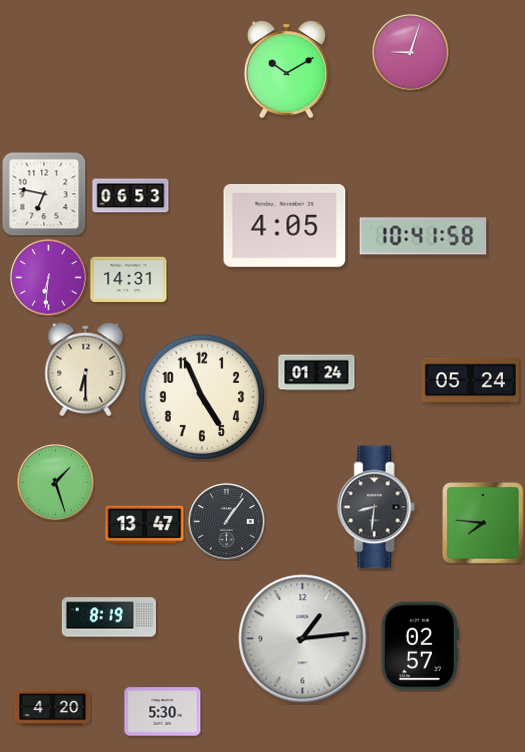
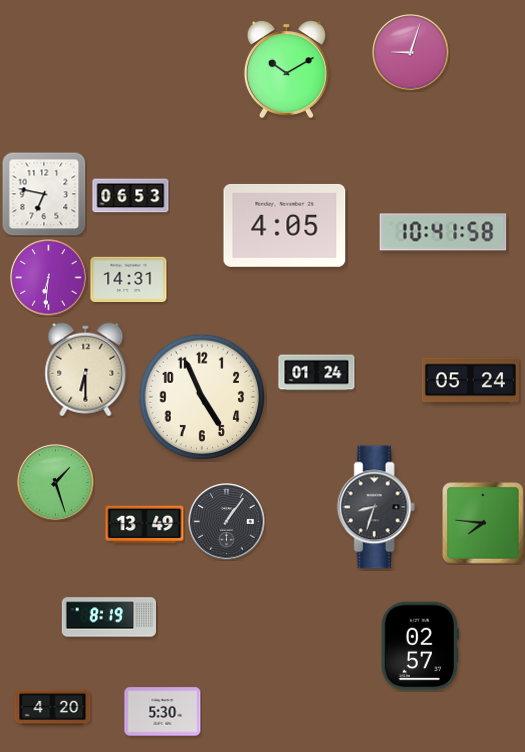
clock at (423, 236) position: (423, 236) -> (443, 232)
clock at (376, 507): 8:31 -> 8:33
clock at (145, 525): 13:47 -> 13:49
clock at (303, 639): 1:14 -> none
